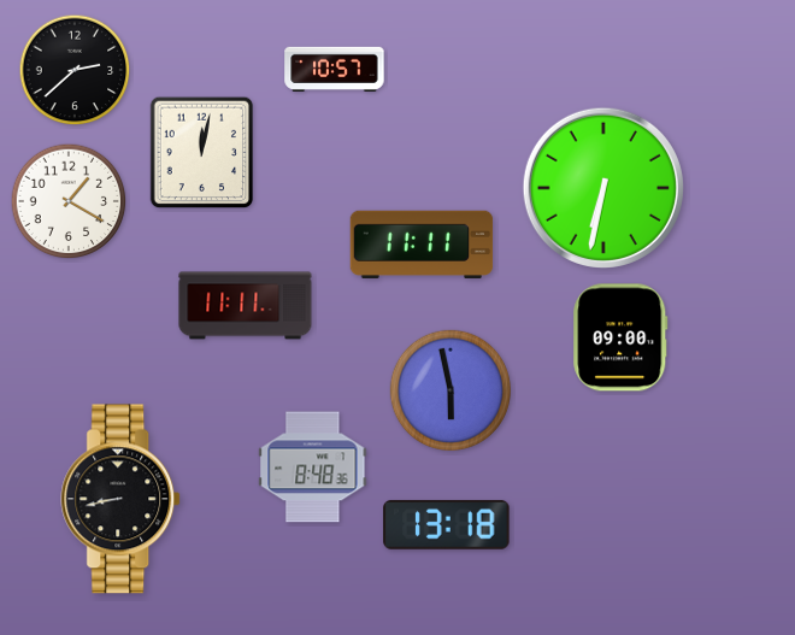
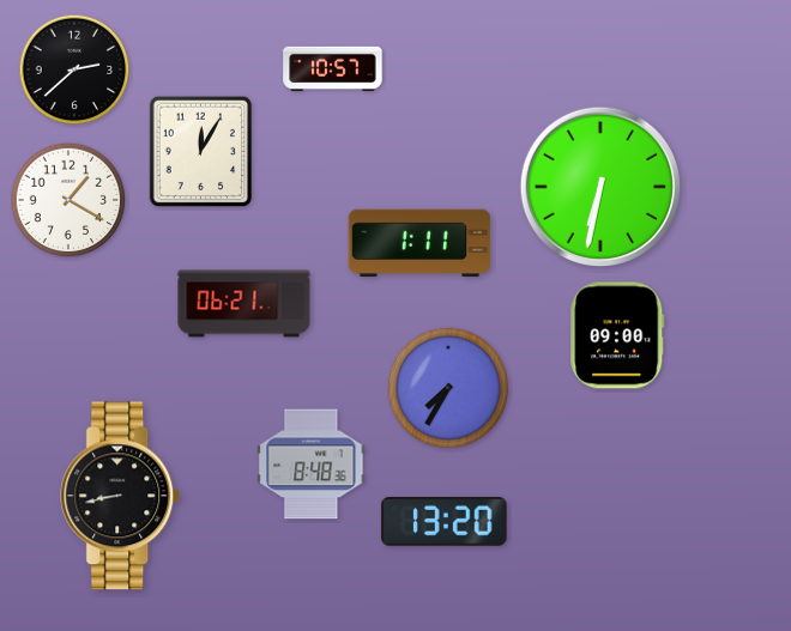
clock at (202, 153): 12:02 -> 12:05
clock at (422, 245): 11:11 -> 1:11
clock at (246, 306): 11:11 -> 06:21
clock at (450, 390): 5:58 -> 7:35
clock at (447, 524): 13:18 -> 13:20
